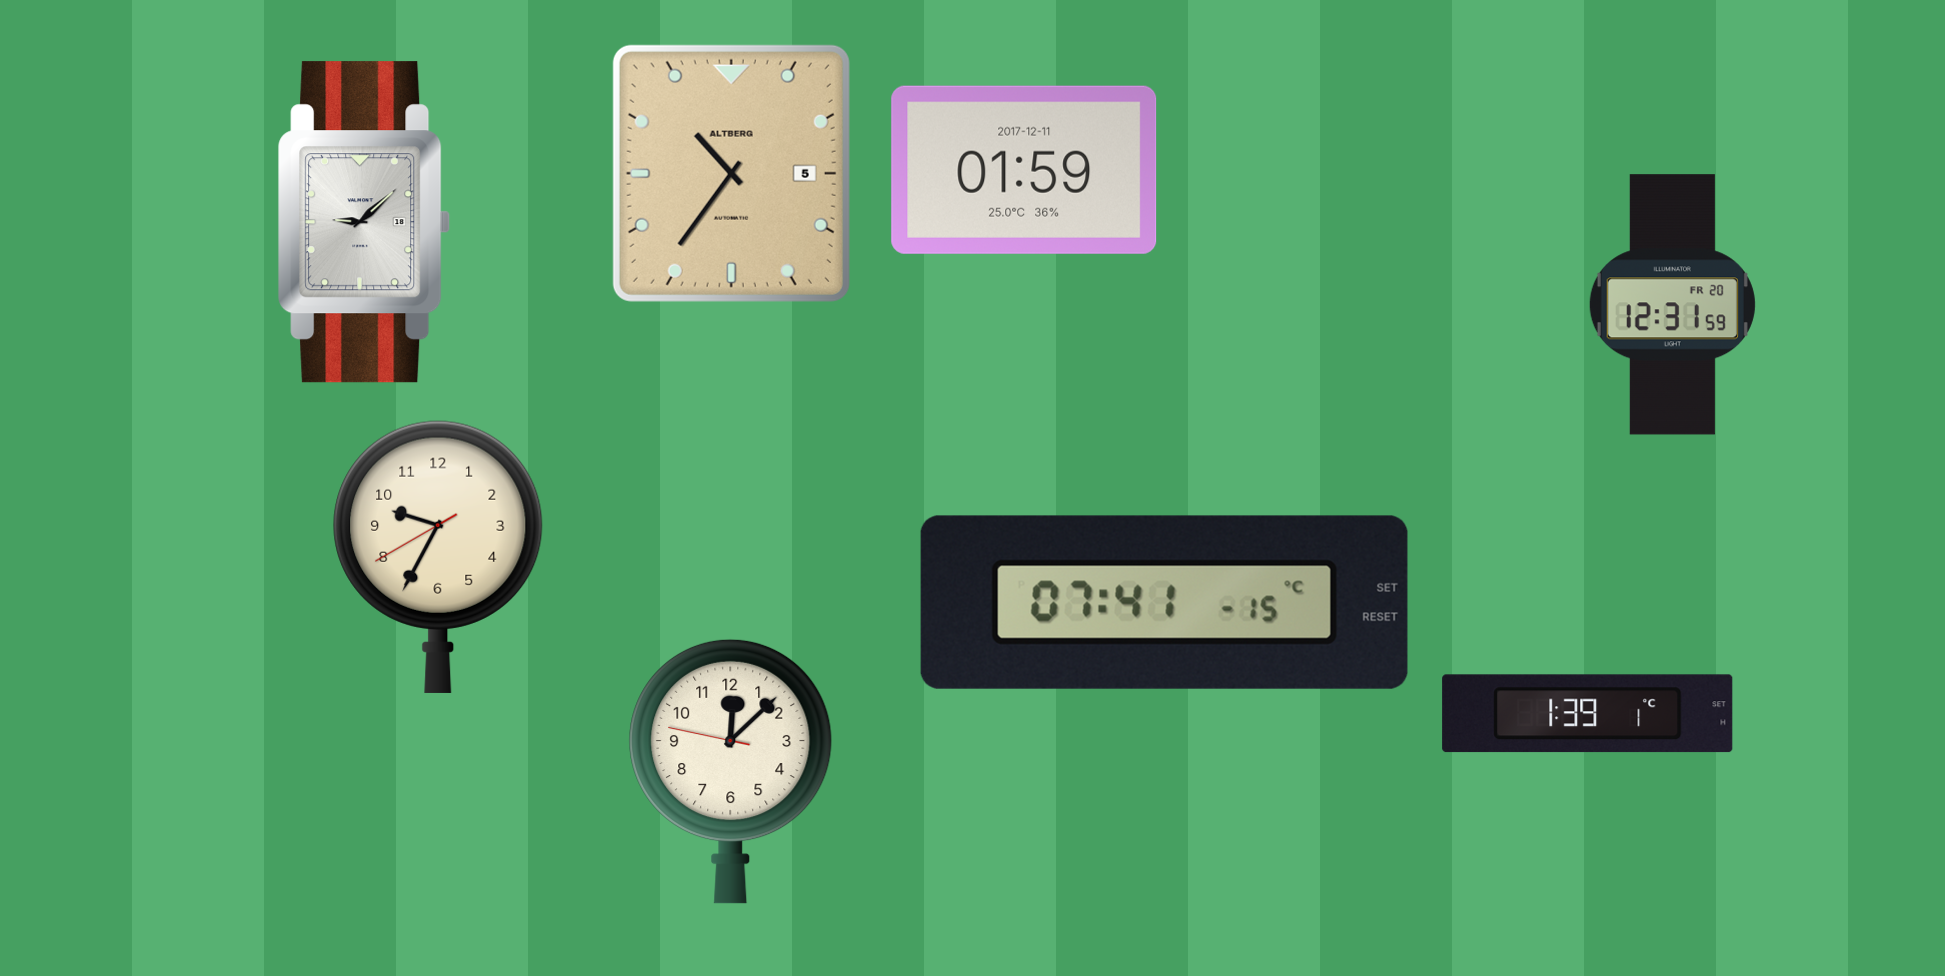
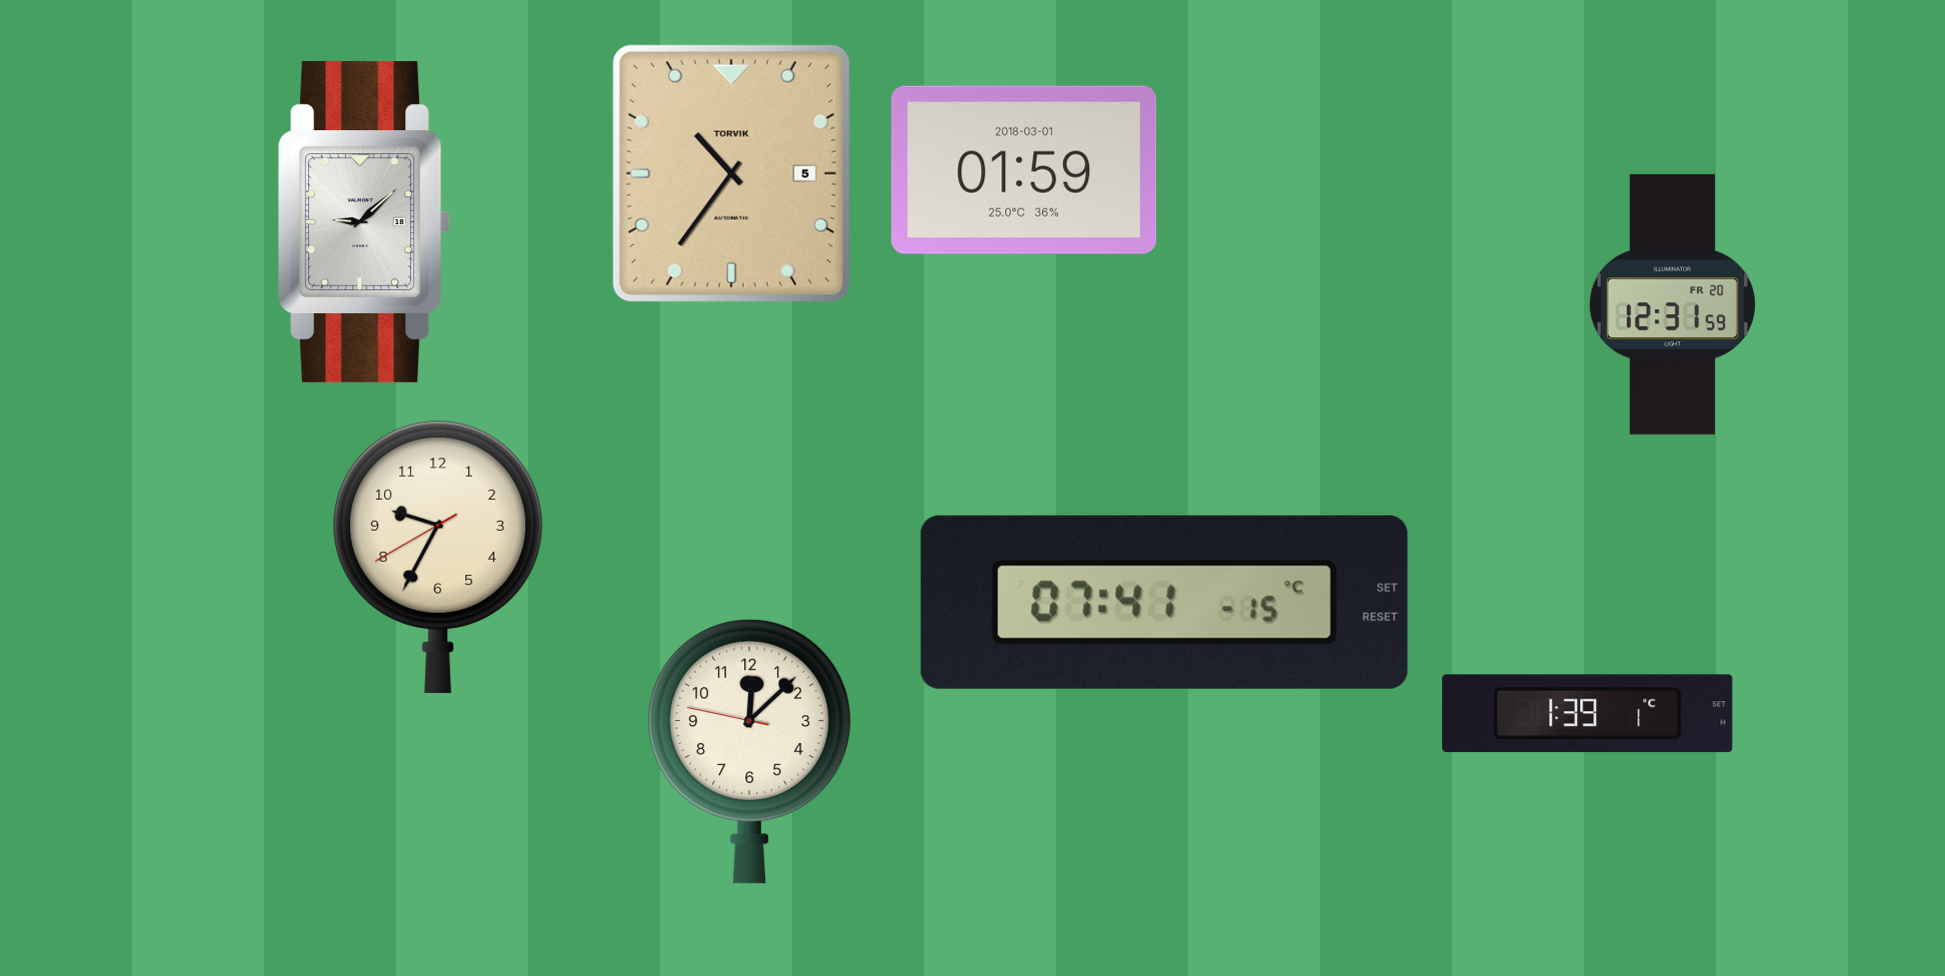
clock at (1024, 170) date: 2017-12-11 -> 2018-03-01
clock at (731, 173) brand: ALTBERG -> TORVIK
clock at (731, 771) position: (731, 771) -> (750, 751)
